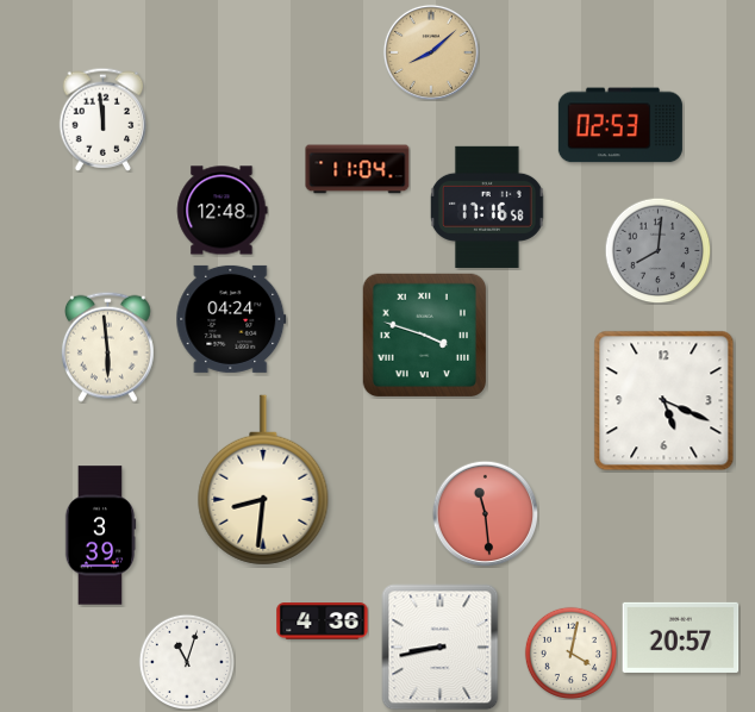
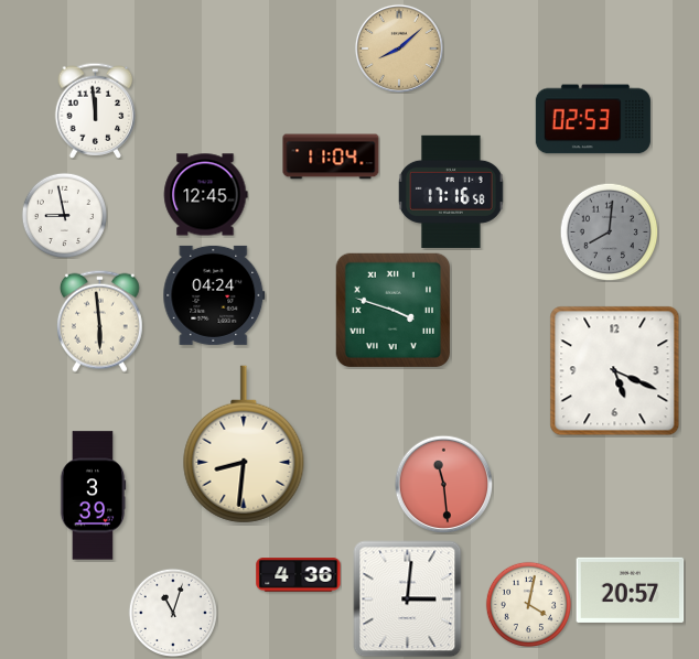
clock at (620, 125) position: (620, 125) -> (593, 119)
clock at (221, 211): 12:48 -> 12:45
clock at (64, 215): none -> 8:58
clock at (485, 513) position: (485, 513) -> (443, 484)
clock at (441, 648): 8:43 -> 3:01
